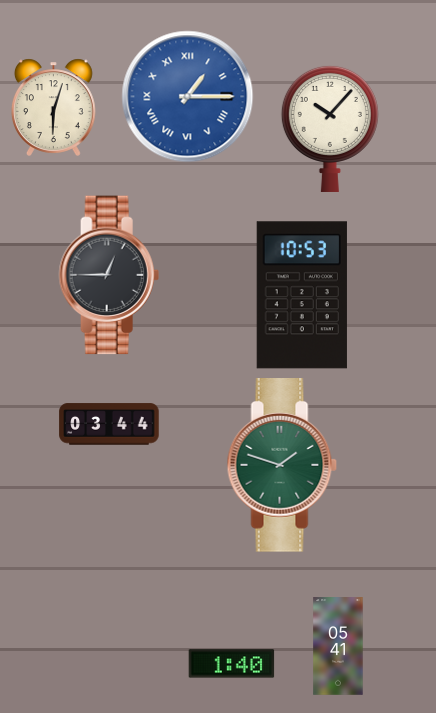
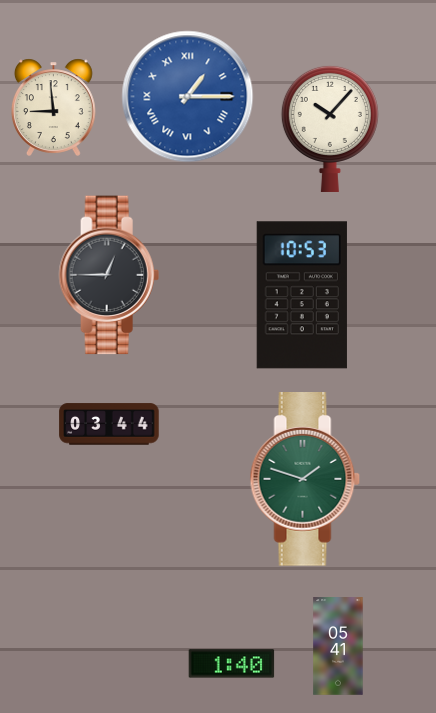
clock at (53, 107): 6:03 -> 8:59
clock at (282, 466) position: (282, 466) -> (305, 480)
